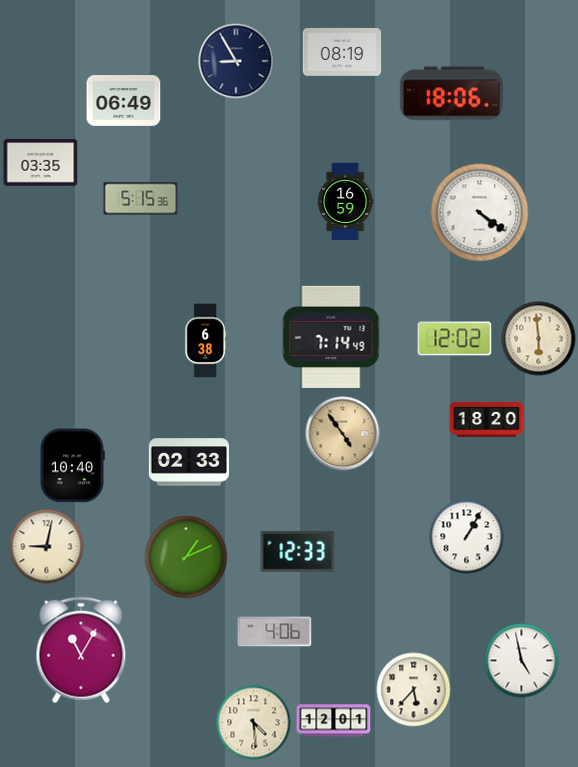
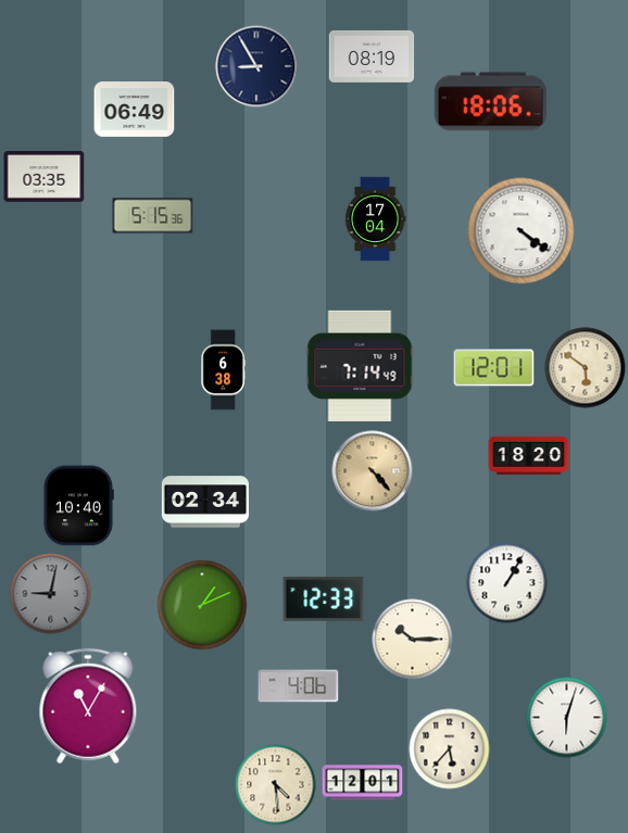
clock at (345, 202): 16:59 -> 17:04
clock at (455, 339): 12:02 -> 12:01
clock at (539, 339): 5:59 -> 5:51
clock at (343, 434): 4:54 -> 4:23
clock at (189, 462): 02:33 -> 02:34
clock at (47, 547) dial: cream -> grey
clock at (413, 640): none -> 10:15
clock at (522, 661): 4:58 -> 6:03
